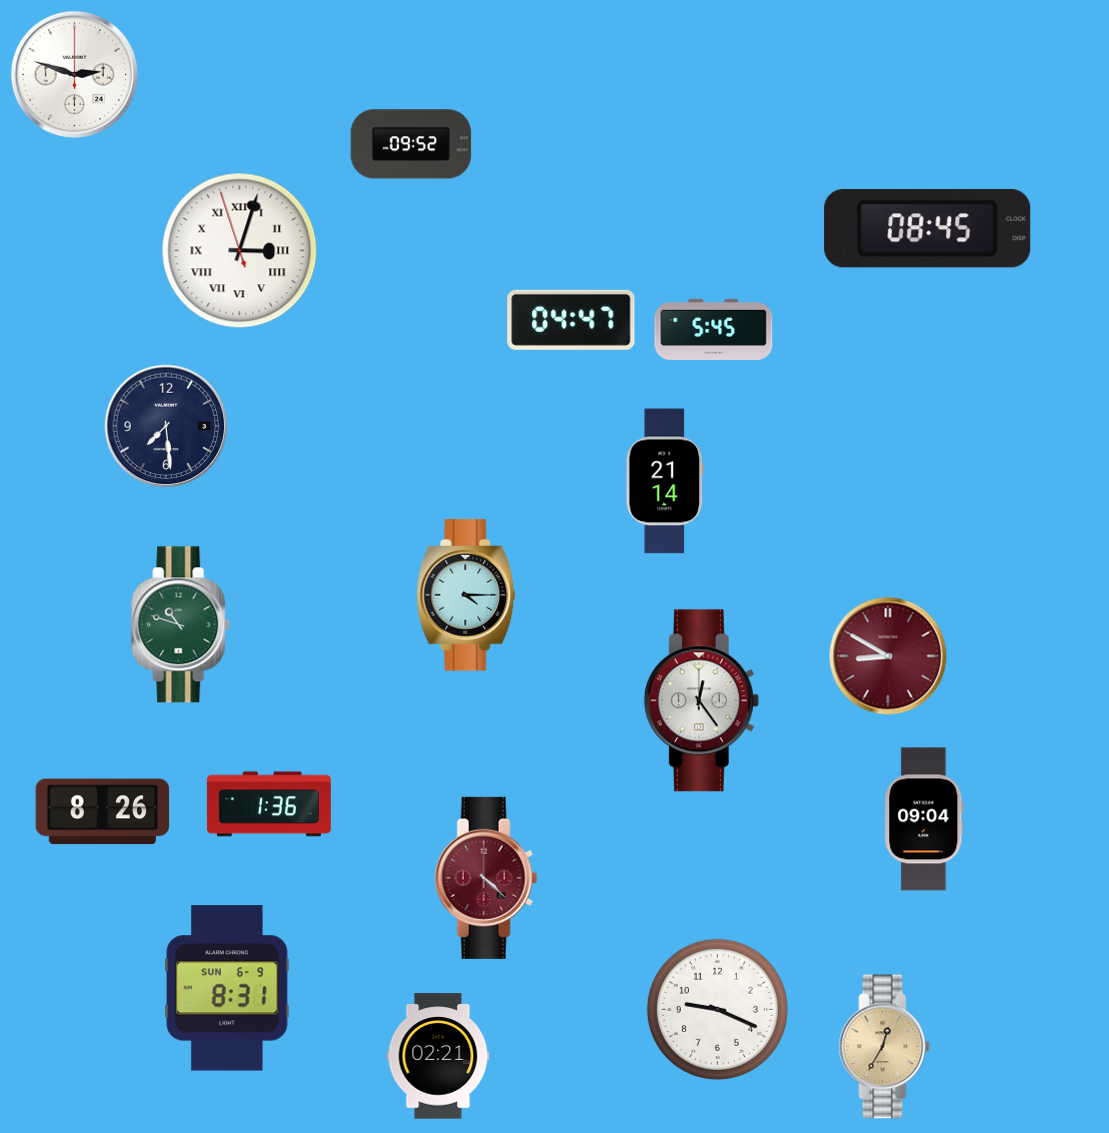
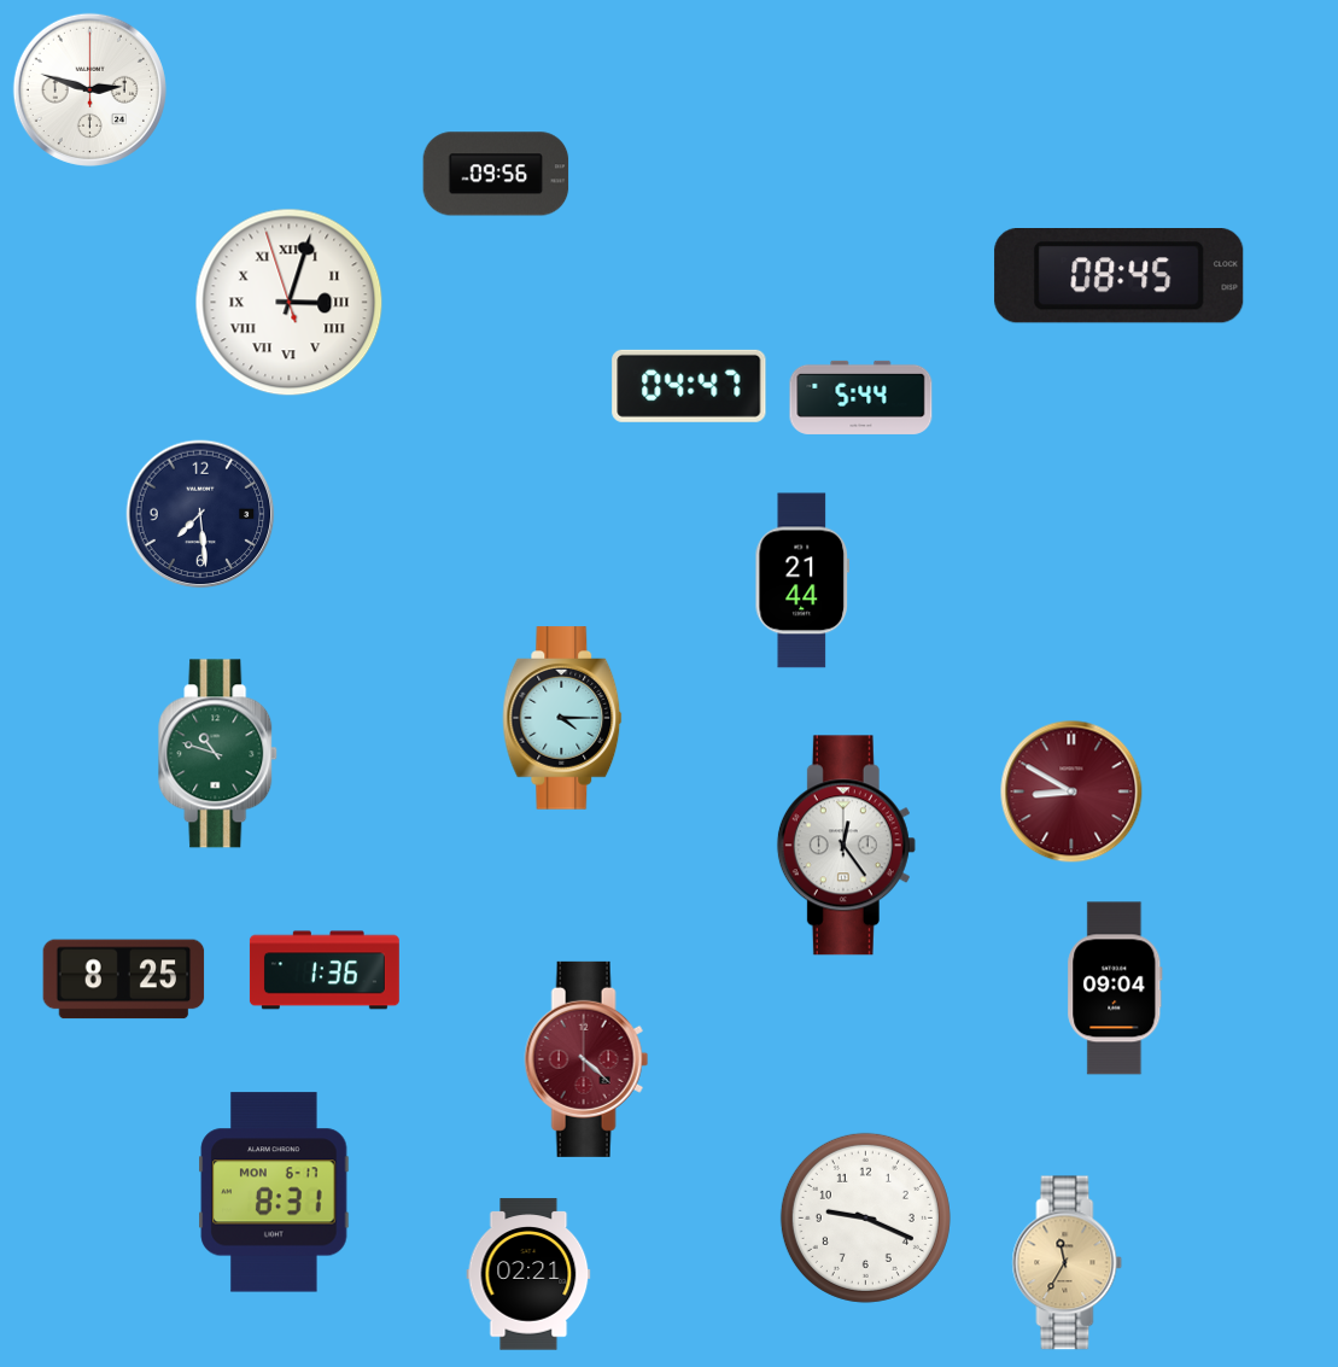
clock at (411, 144): 09:52 -> 09:56
clock at (714, 329): 5:45 -> 5:44
clock at (664, 481): 21:14 -> 21:44
clock at (103, 812): 8:26 -> 8:25
clock at (227, 988) date: SUN 6-9 -> MON 6-17
clock at (885, 1047): 12:35 -> 11:35
